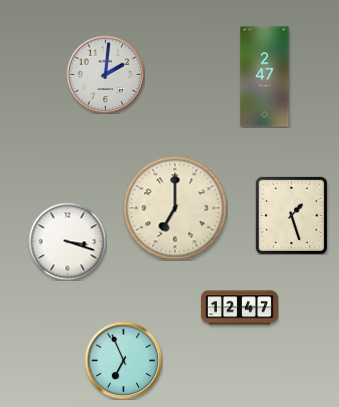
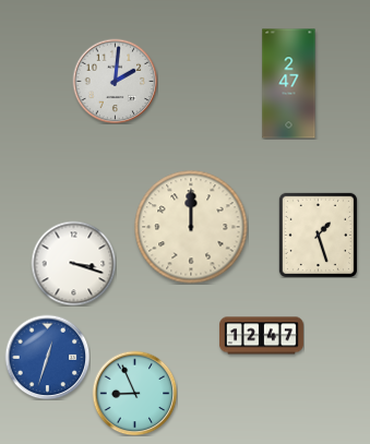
clock at (175, 208): 7:00 -> 12:00
clock at (47, 357): none -> 12:33
clock at (123, 360): 6:56 -> 8:56
